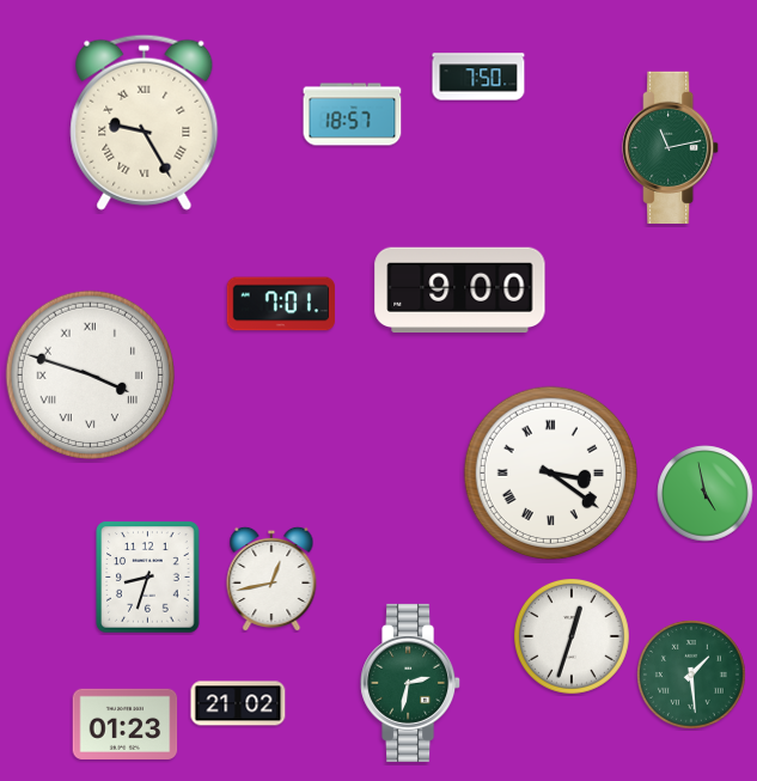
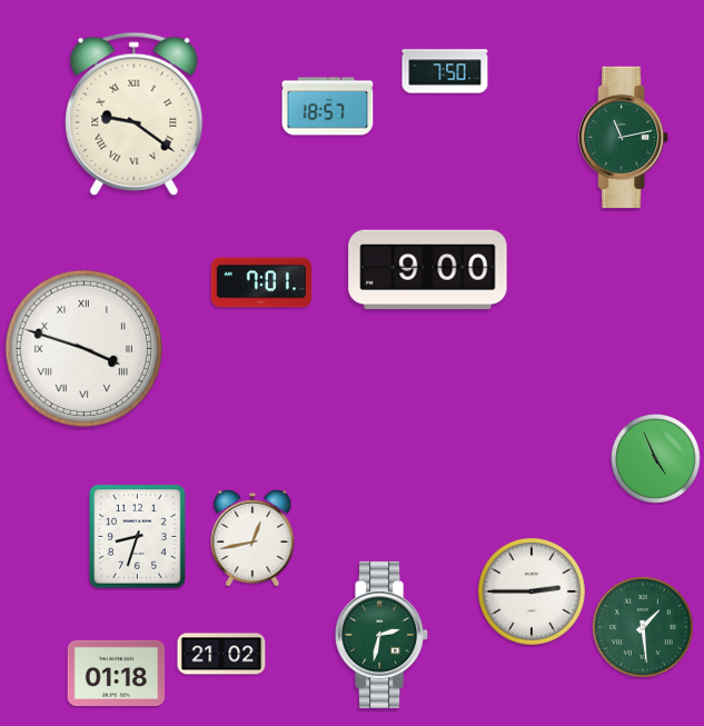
clock at (145, 122): 9:25 -> 9:21
clock at (550, 472): 3:21 -> none
clock at (706, 494): 4:58 -> 4:56
clock at (572, 636): 12:33 -> 2:45
clock at (126, 724): 01:23 -> 01:18
